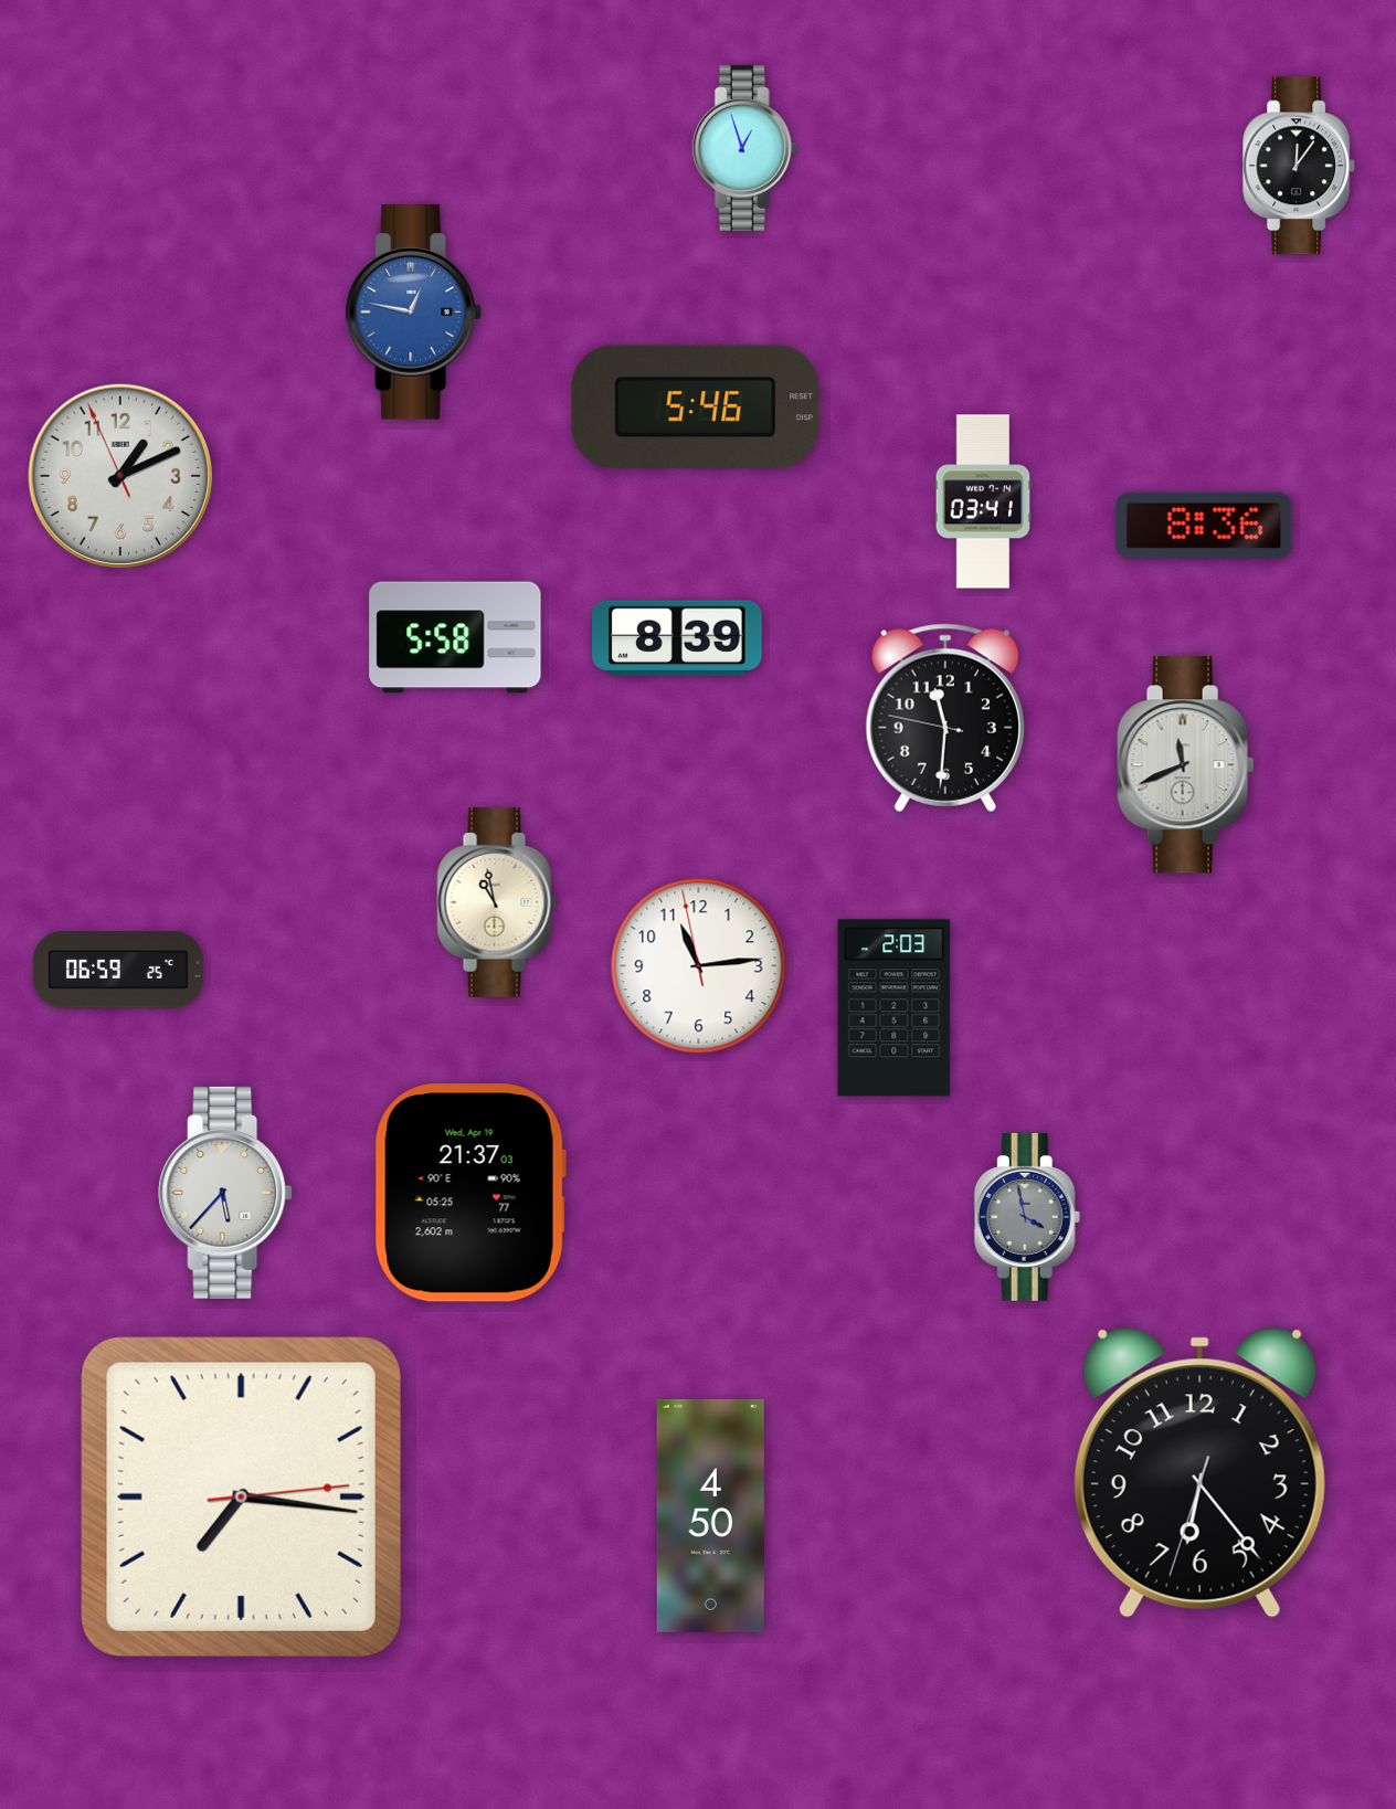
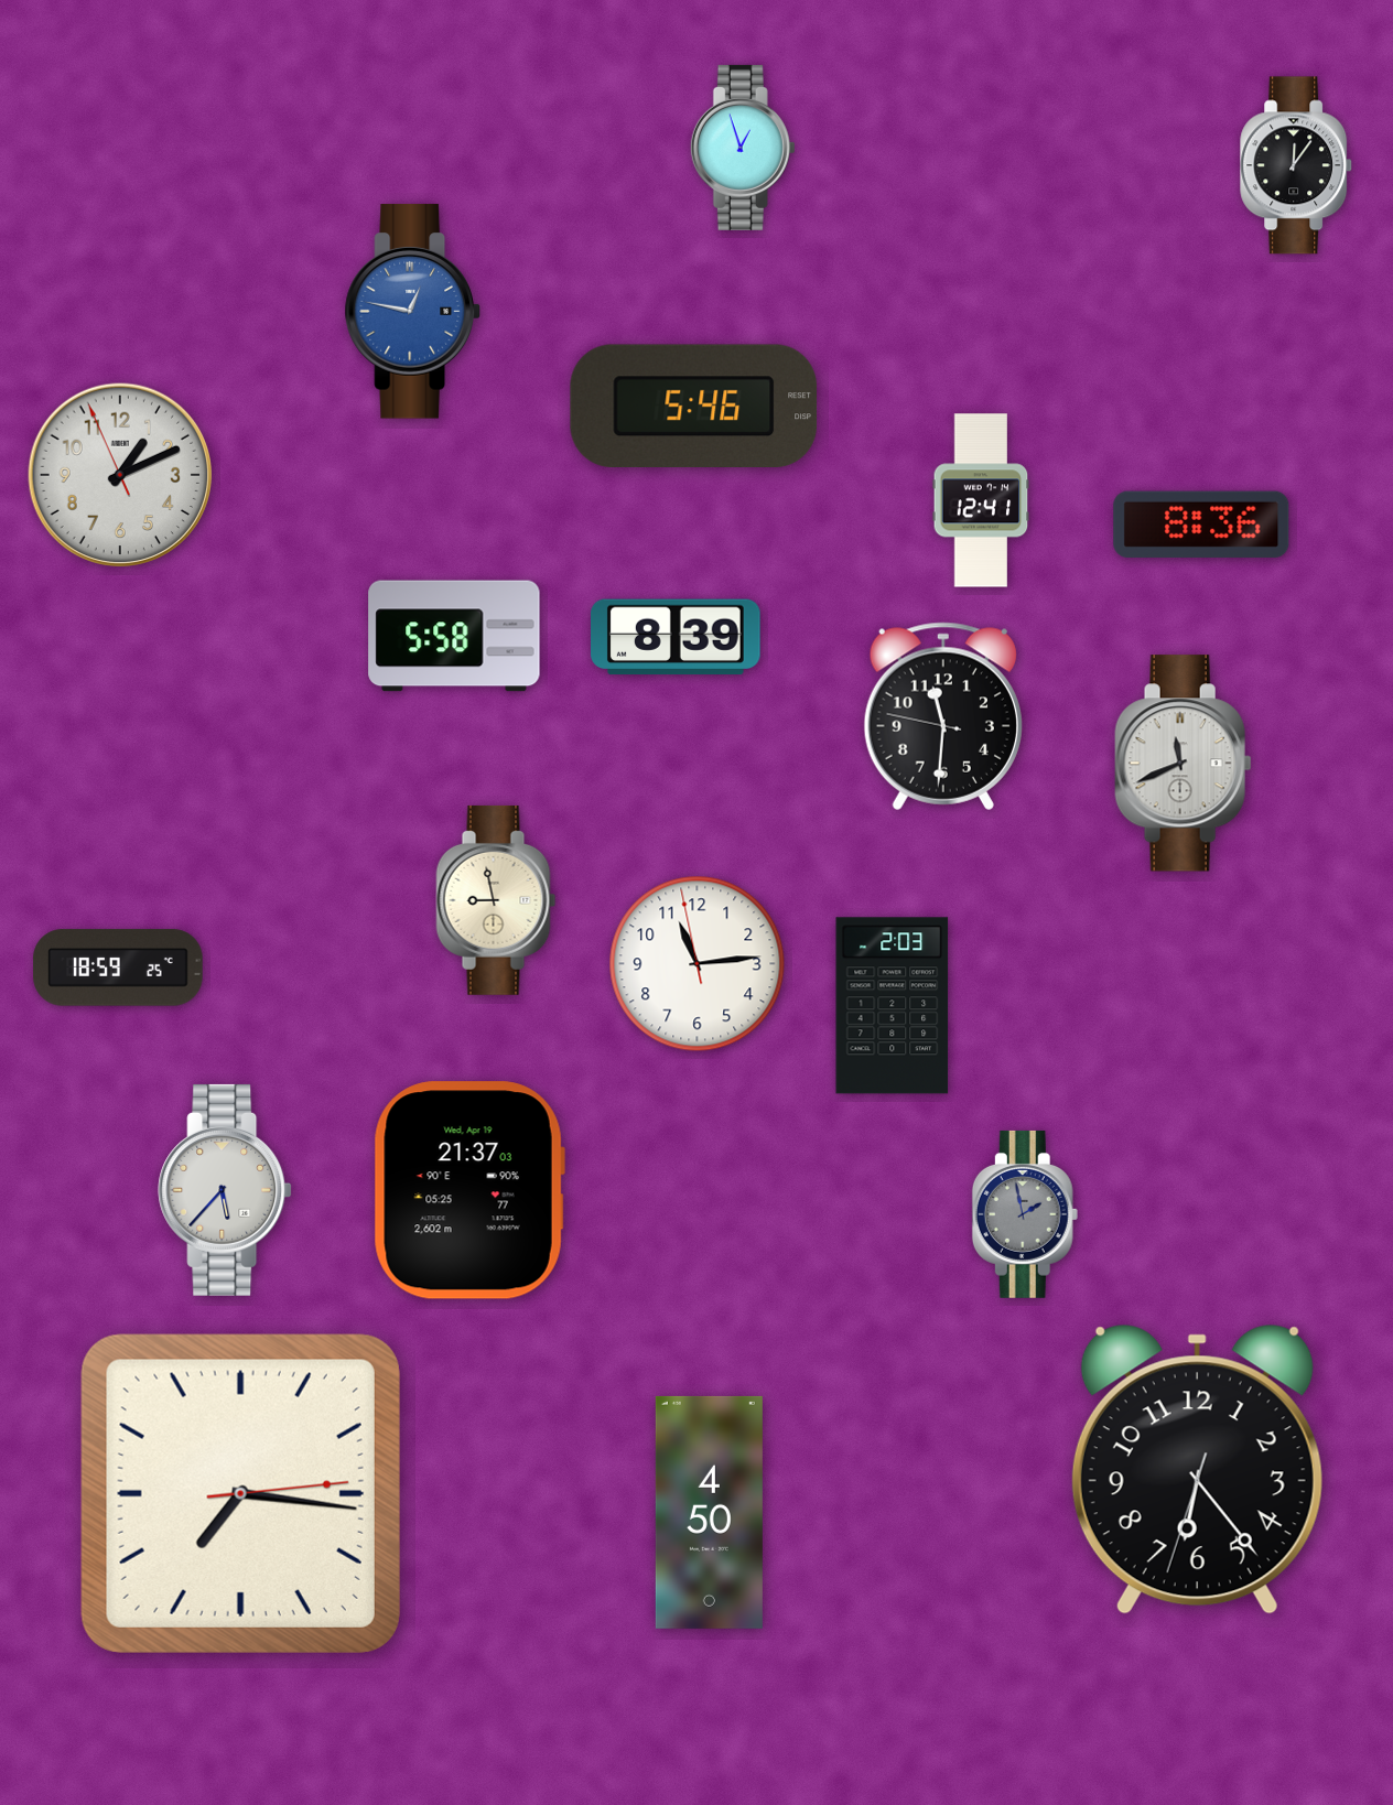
clock at (983, 501): 03:41 -> 12:41
clock at (497, 902): 10:58 -> 8:58
clock at (118, 970): 06:59 -> 18:59
clock at (1027, 1217): 3:58 -> 1:58
